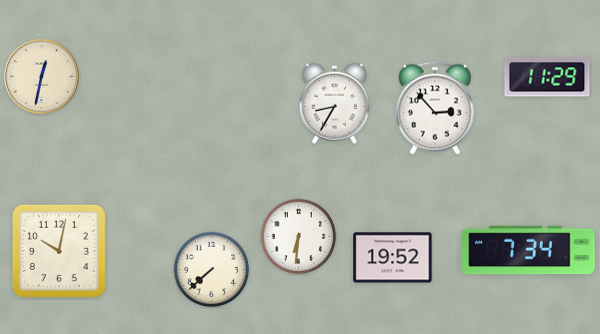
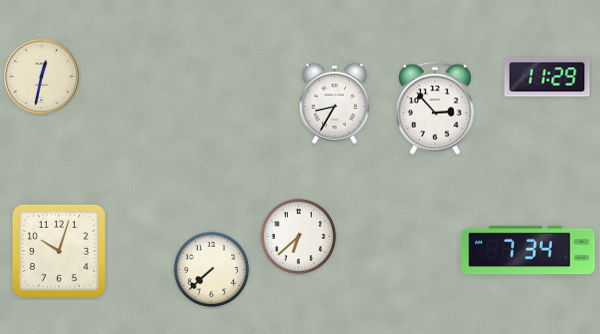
clock at (299, 237): 6:31 -> 6:38
clock at (59, 251): 10:02 -> 10:03
clock at (393, 258): 19:52 -> none
